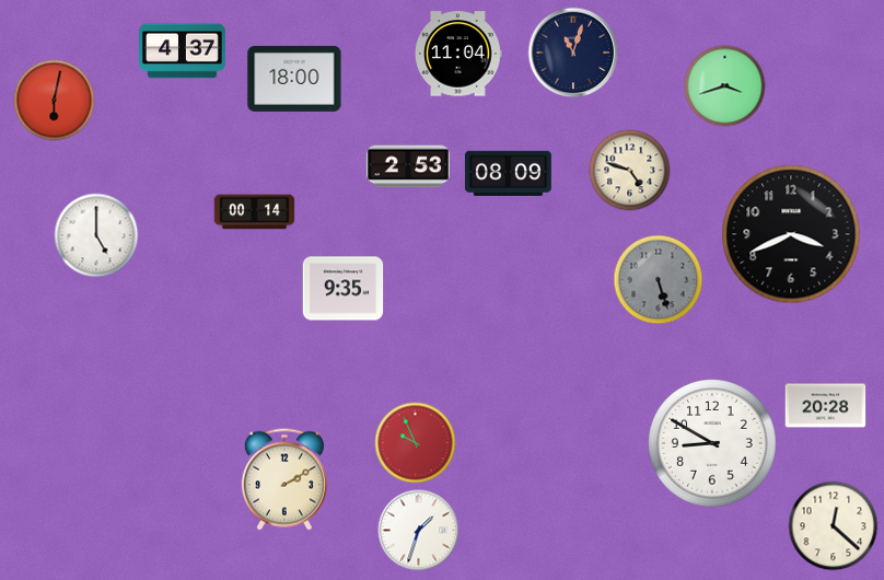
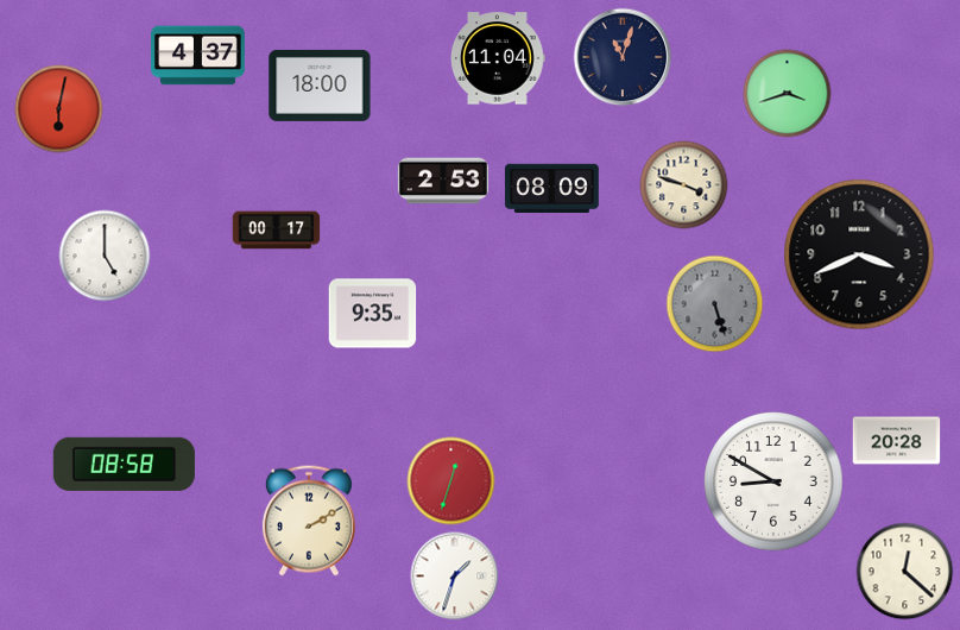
clock at (630, 171): 4:48 -> 3:48
clock at (255, 212): 00:14 -> 00:17
clock at (124, 464): none -> 08:58
clock at (416, 443): 9:56 -> 12:33
